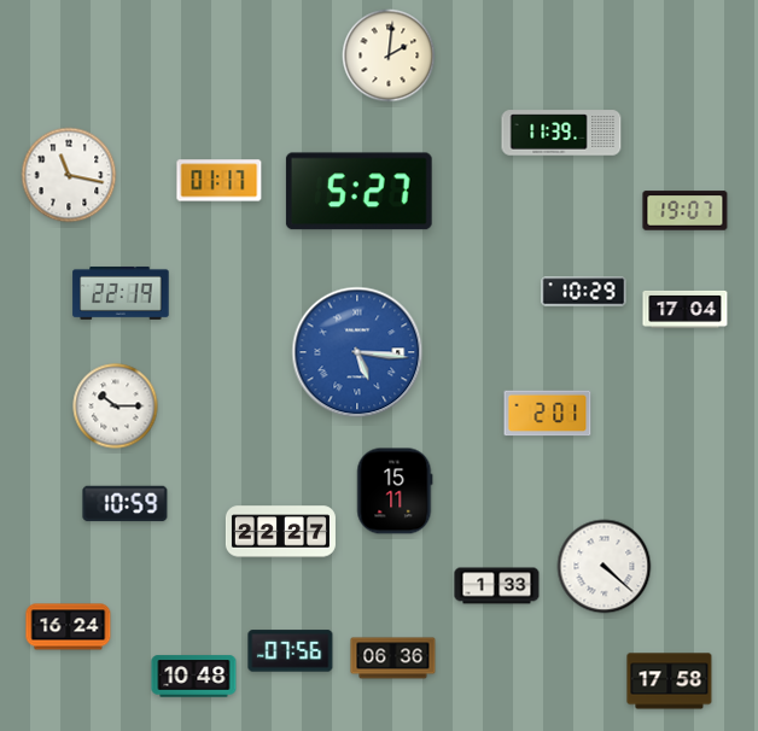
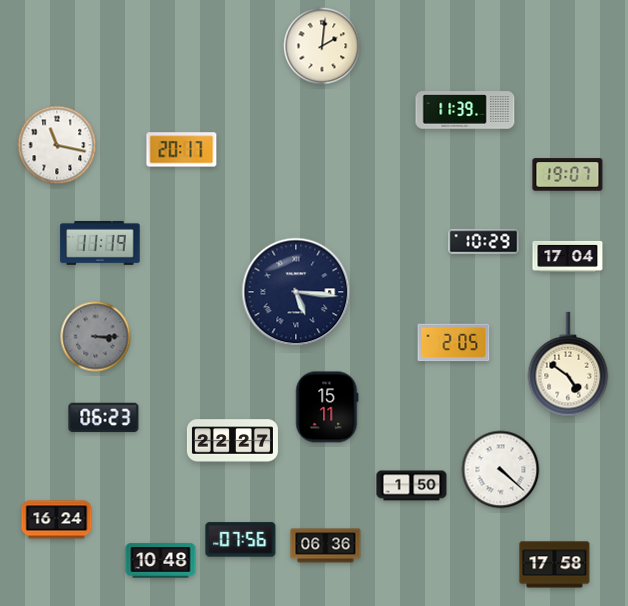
clock at (220, 181): 01:17 -> 20:17
clock at (358, 192): 5:27 -> none
clock at (121, 293): 22:19 -> 11:19
clock at (357, 352) dial: blue -> navy
clock at (116, 407): 10:15 -> 3:15
clock at (116, 407) dial: white -> grey
clock at (548, 414): 2:01 -> 2:05
clock at (568, 364): none -> 4:51
clock at (126, 504): 10:59 -> 06:23
clock at (497, 586): 1:33 -> 1:50
